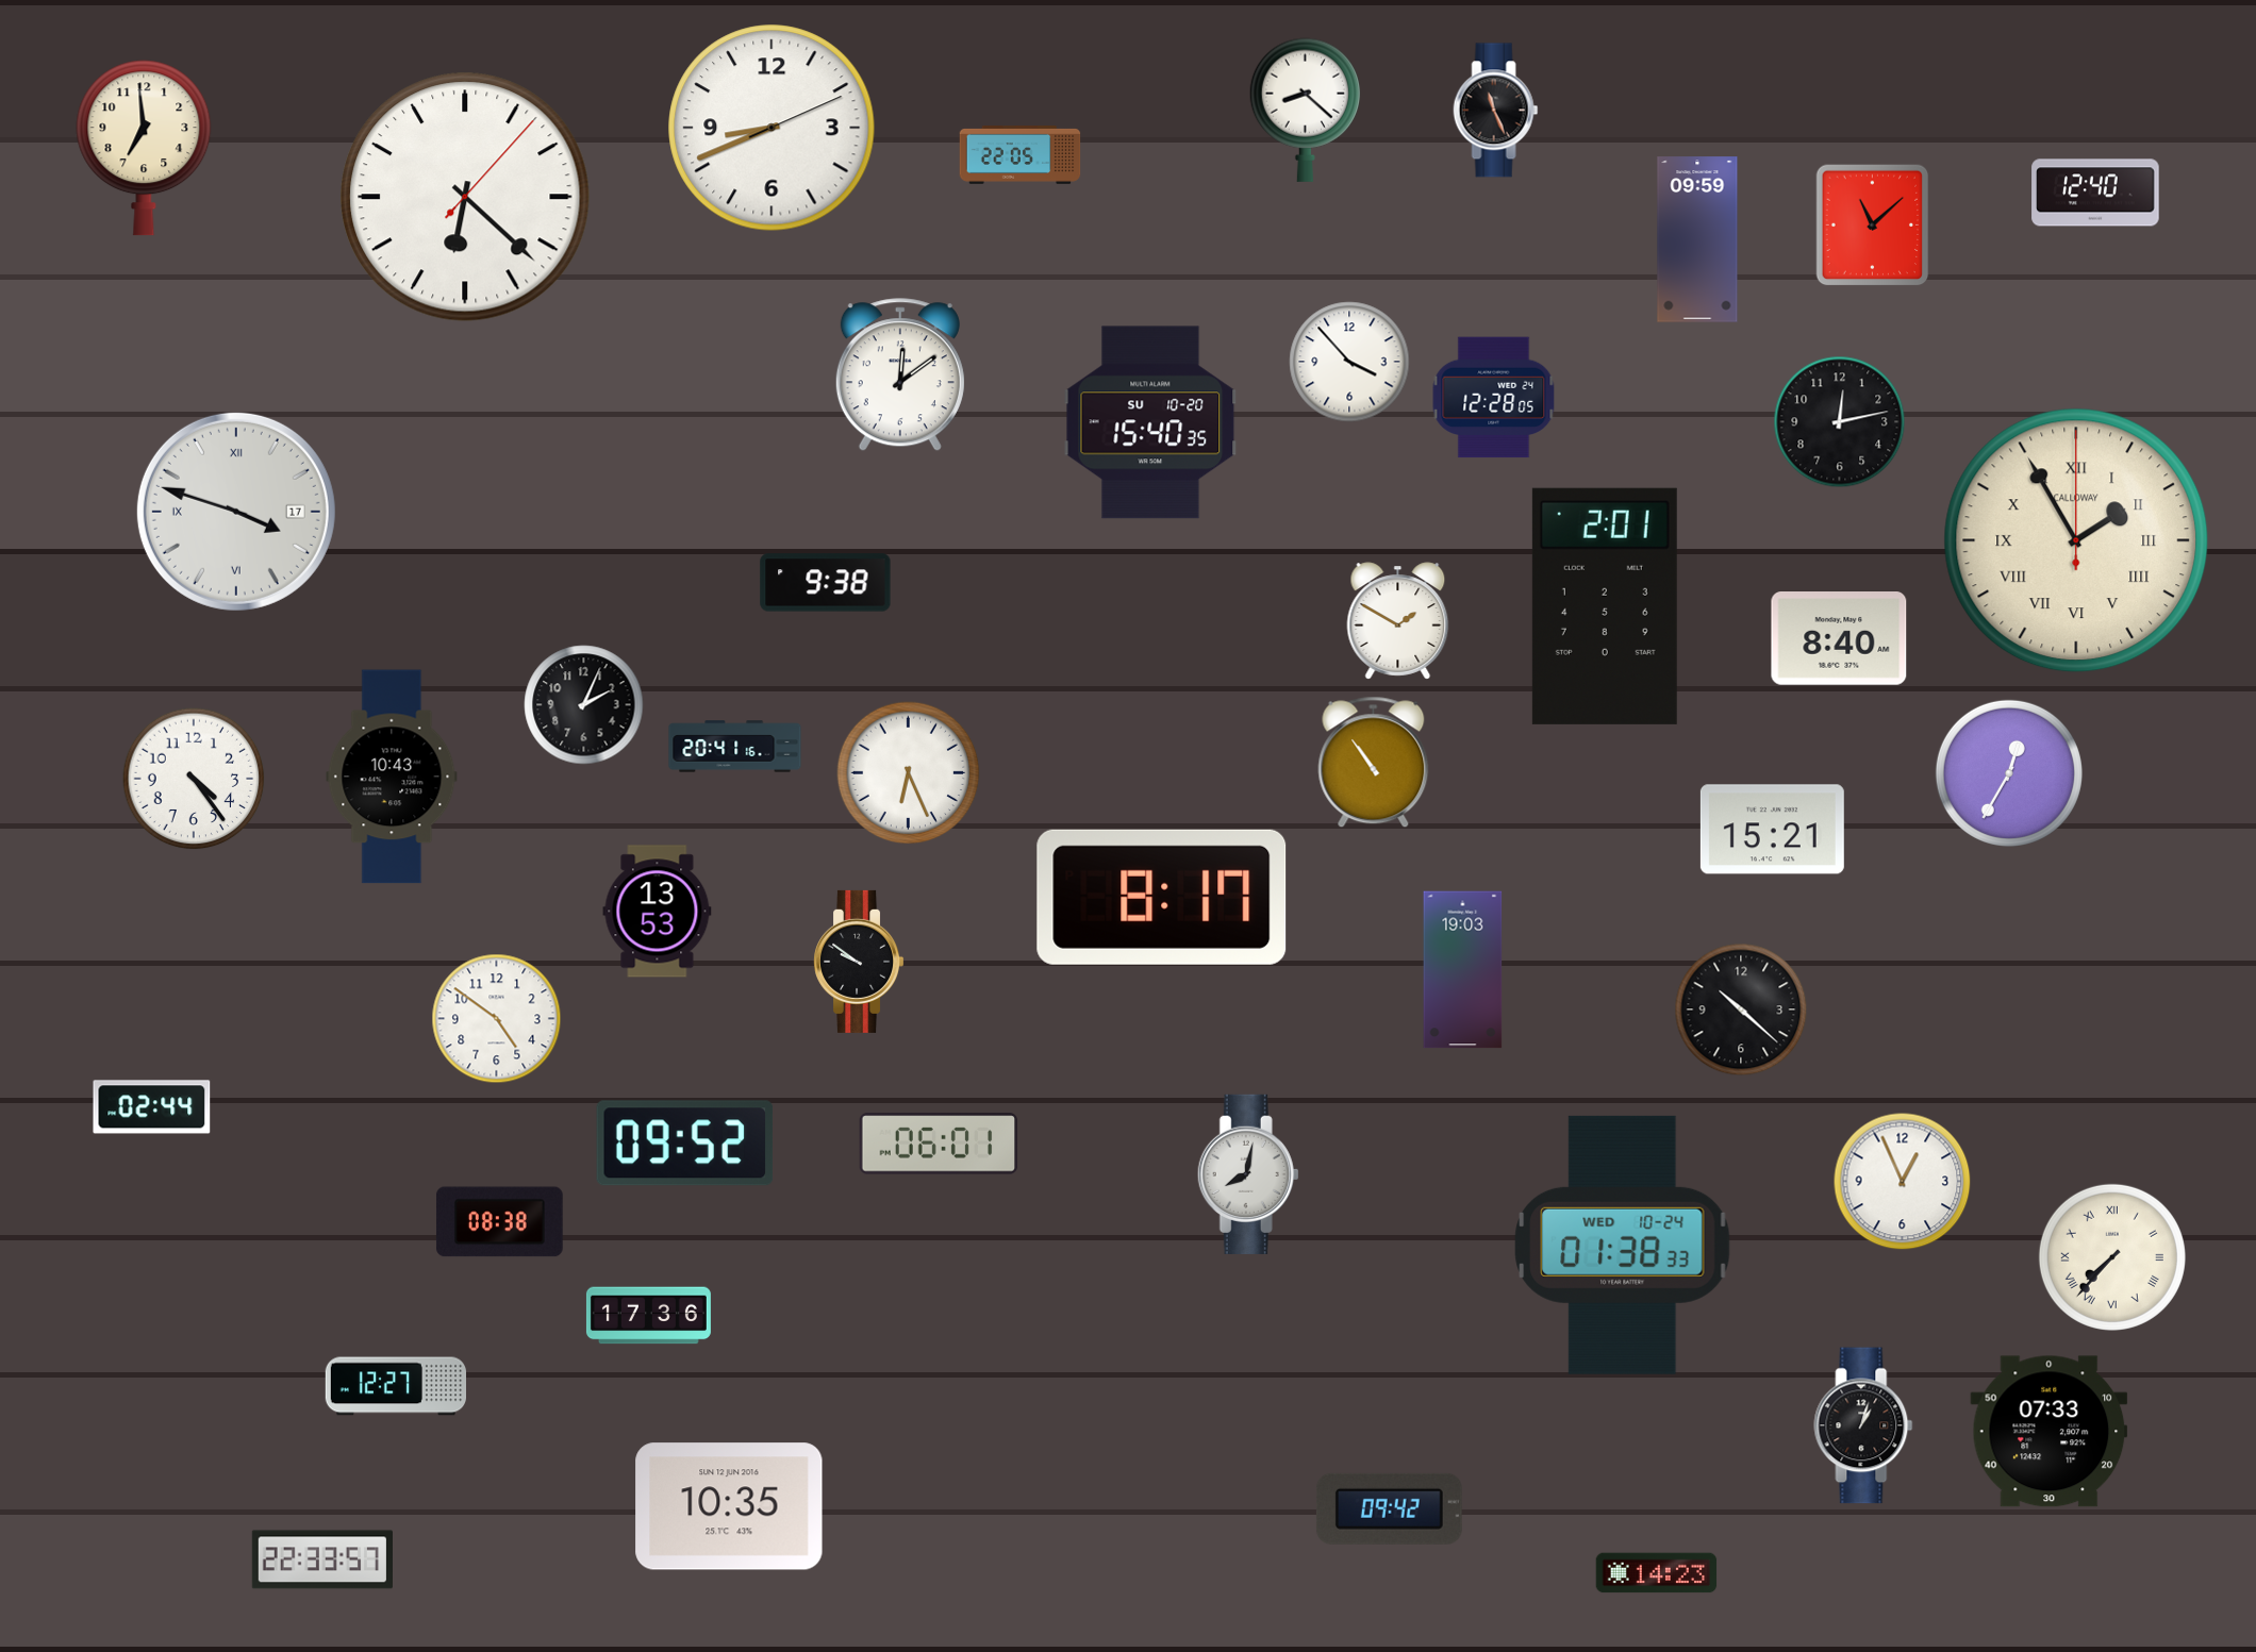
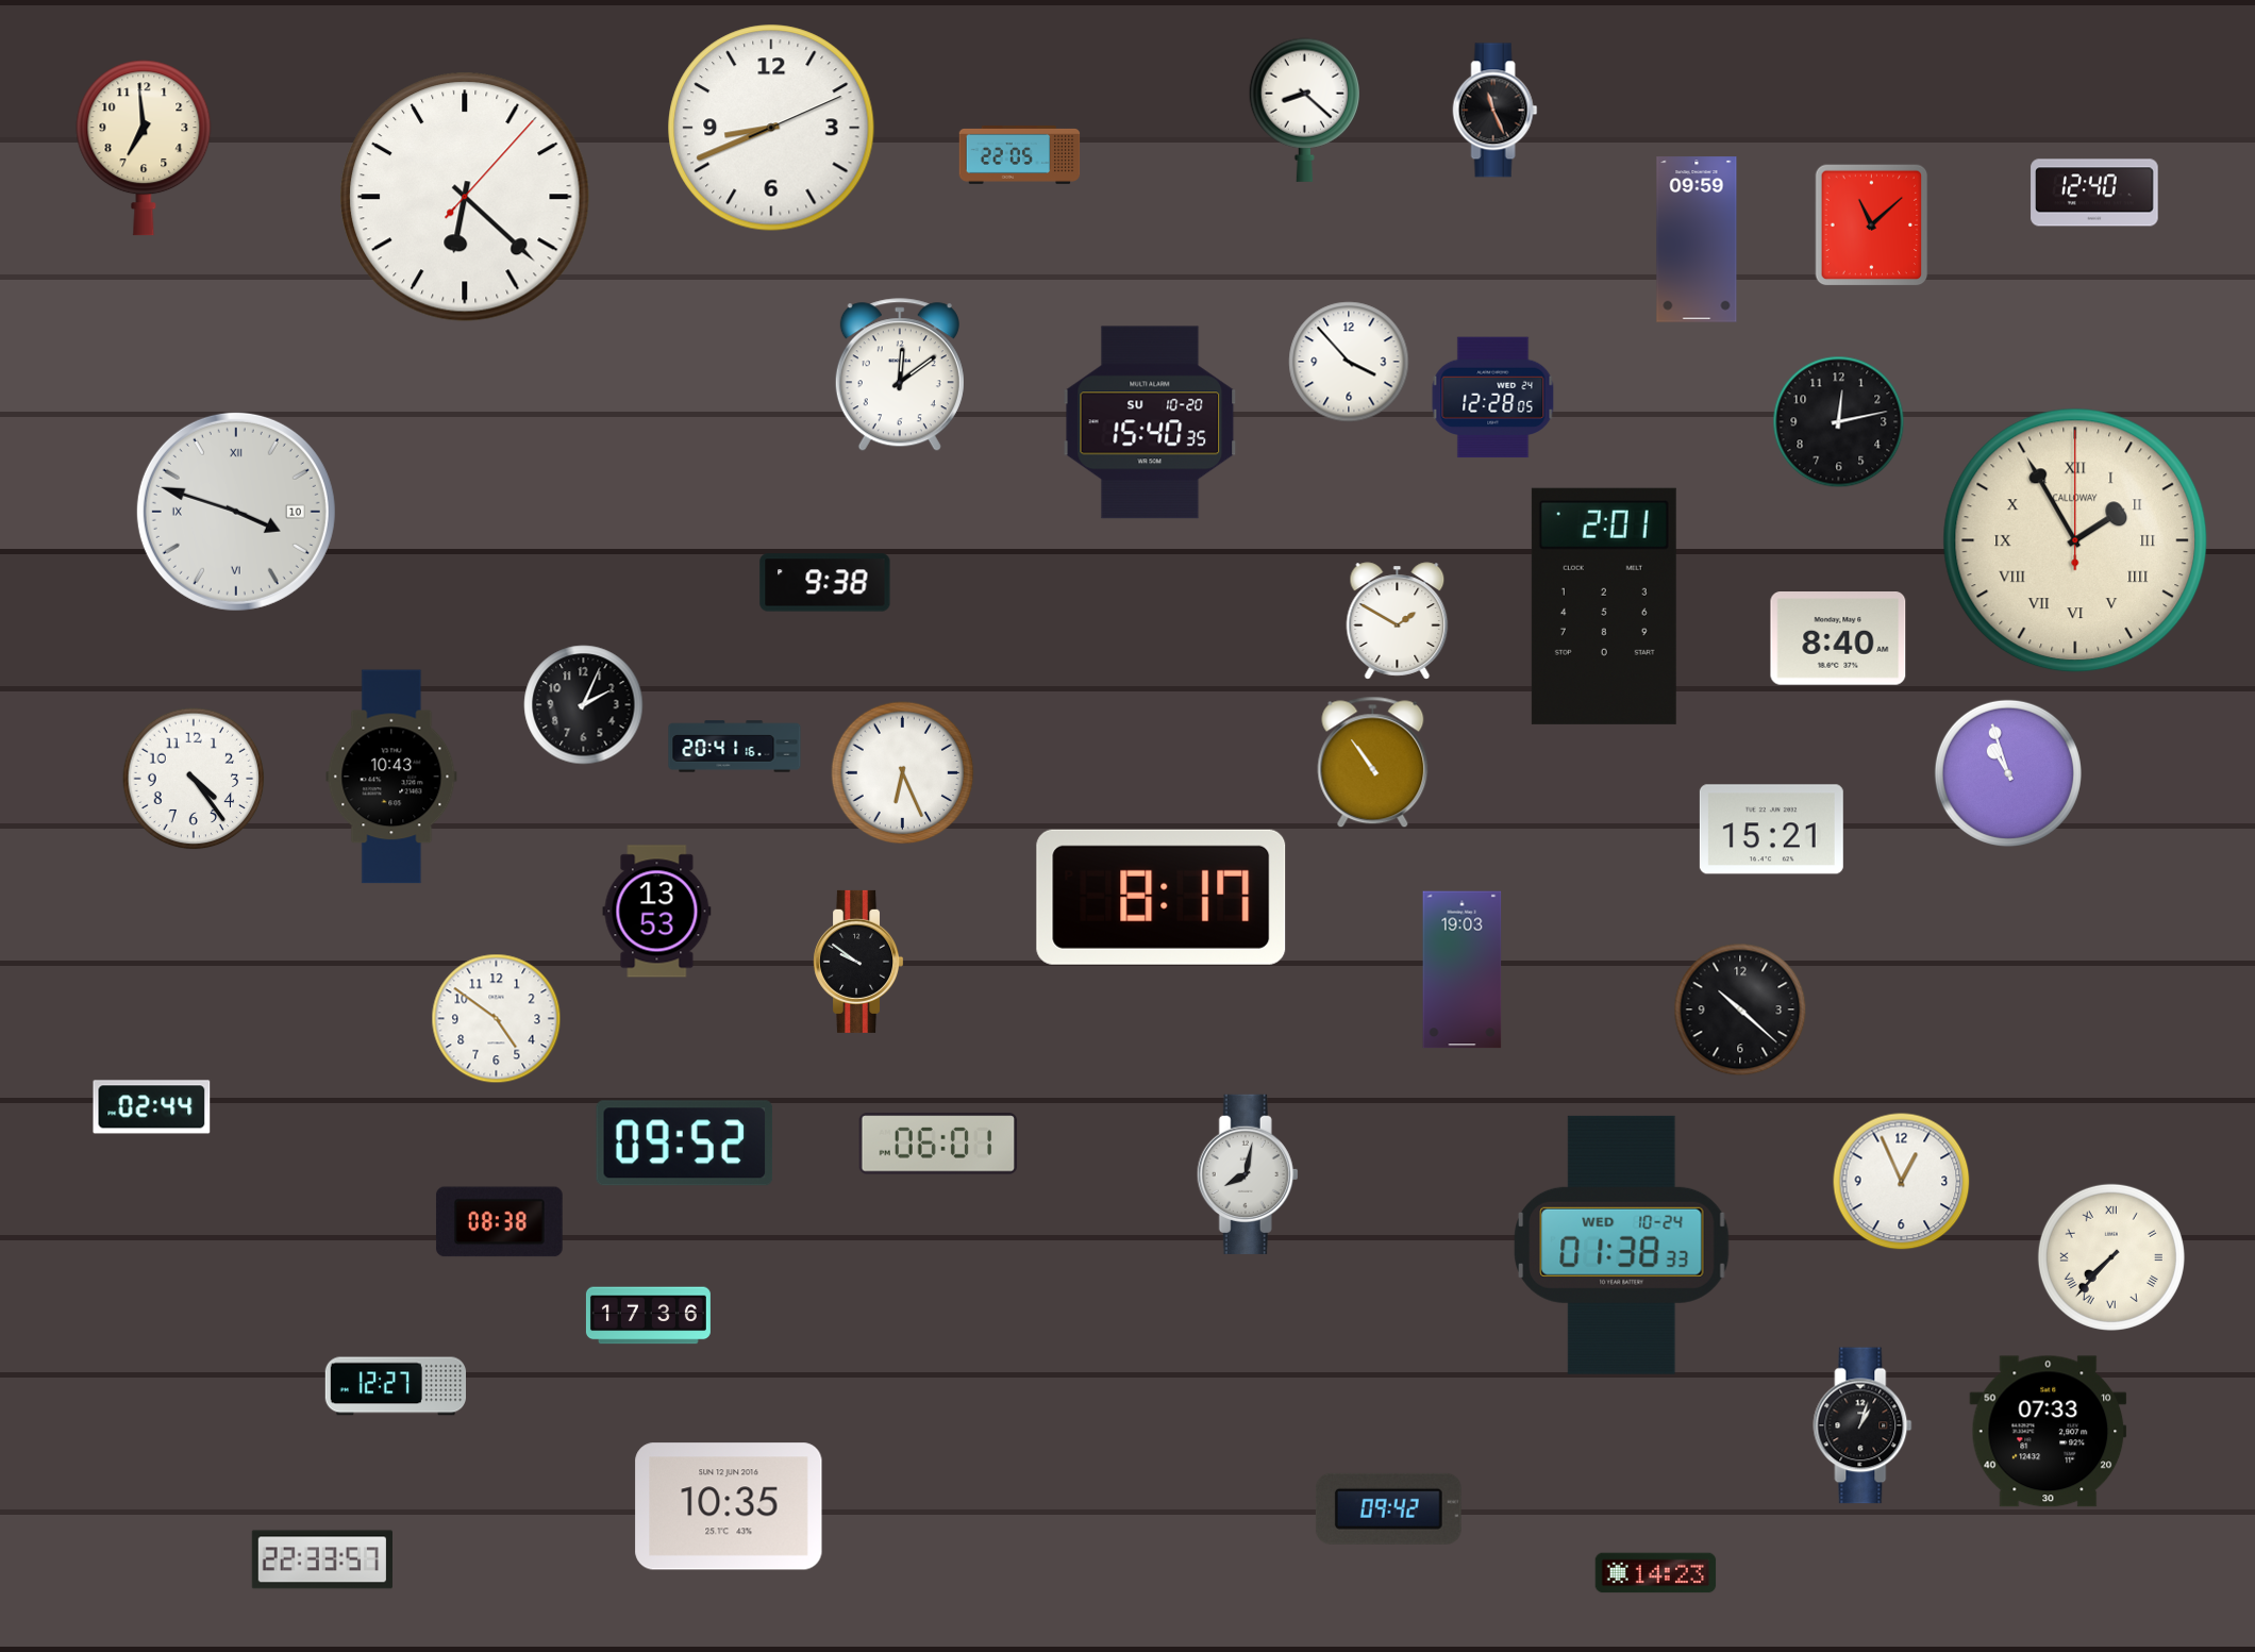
clock at (236, 512) date: 17 -> 10
clock at (909, 773) position: (909, 773) -> (903, 773)
clock at (2009, 773): 12:35 -> 10:57
